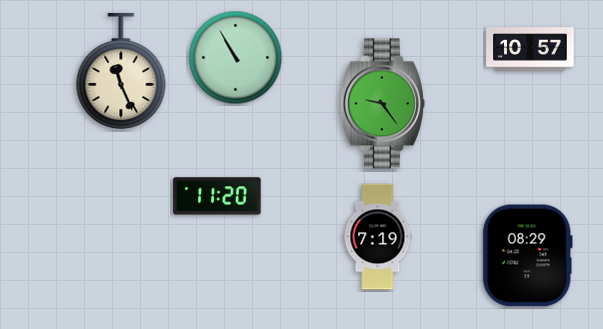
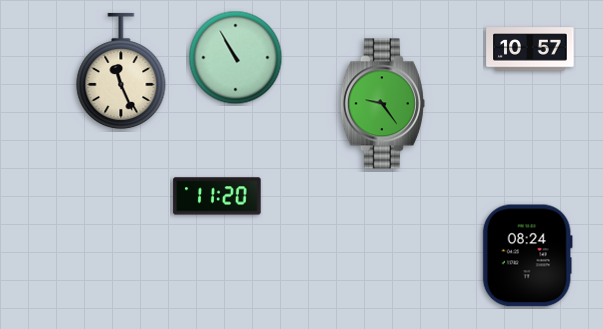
clock at (378, 237): 7:19 -> none
clock at (527, 256): 08:29 -> 08:24
